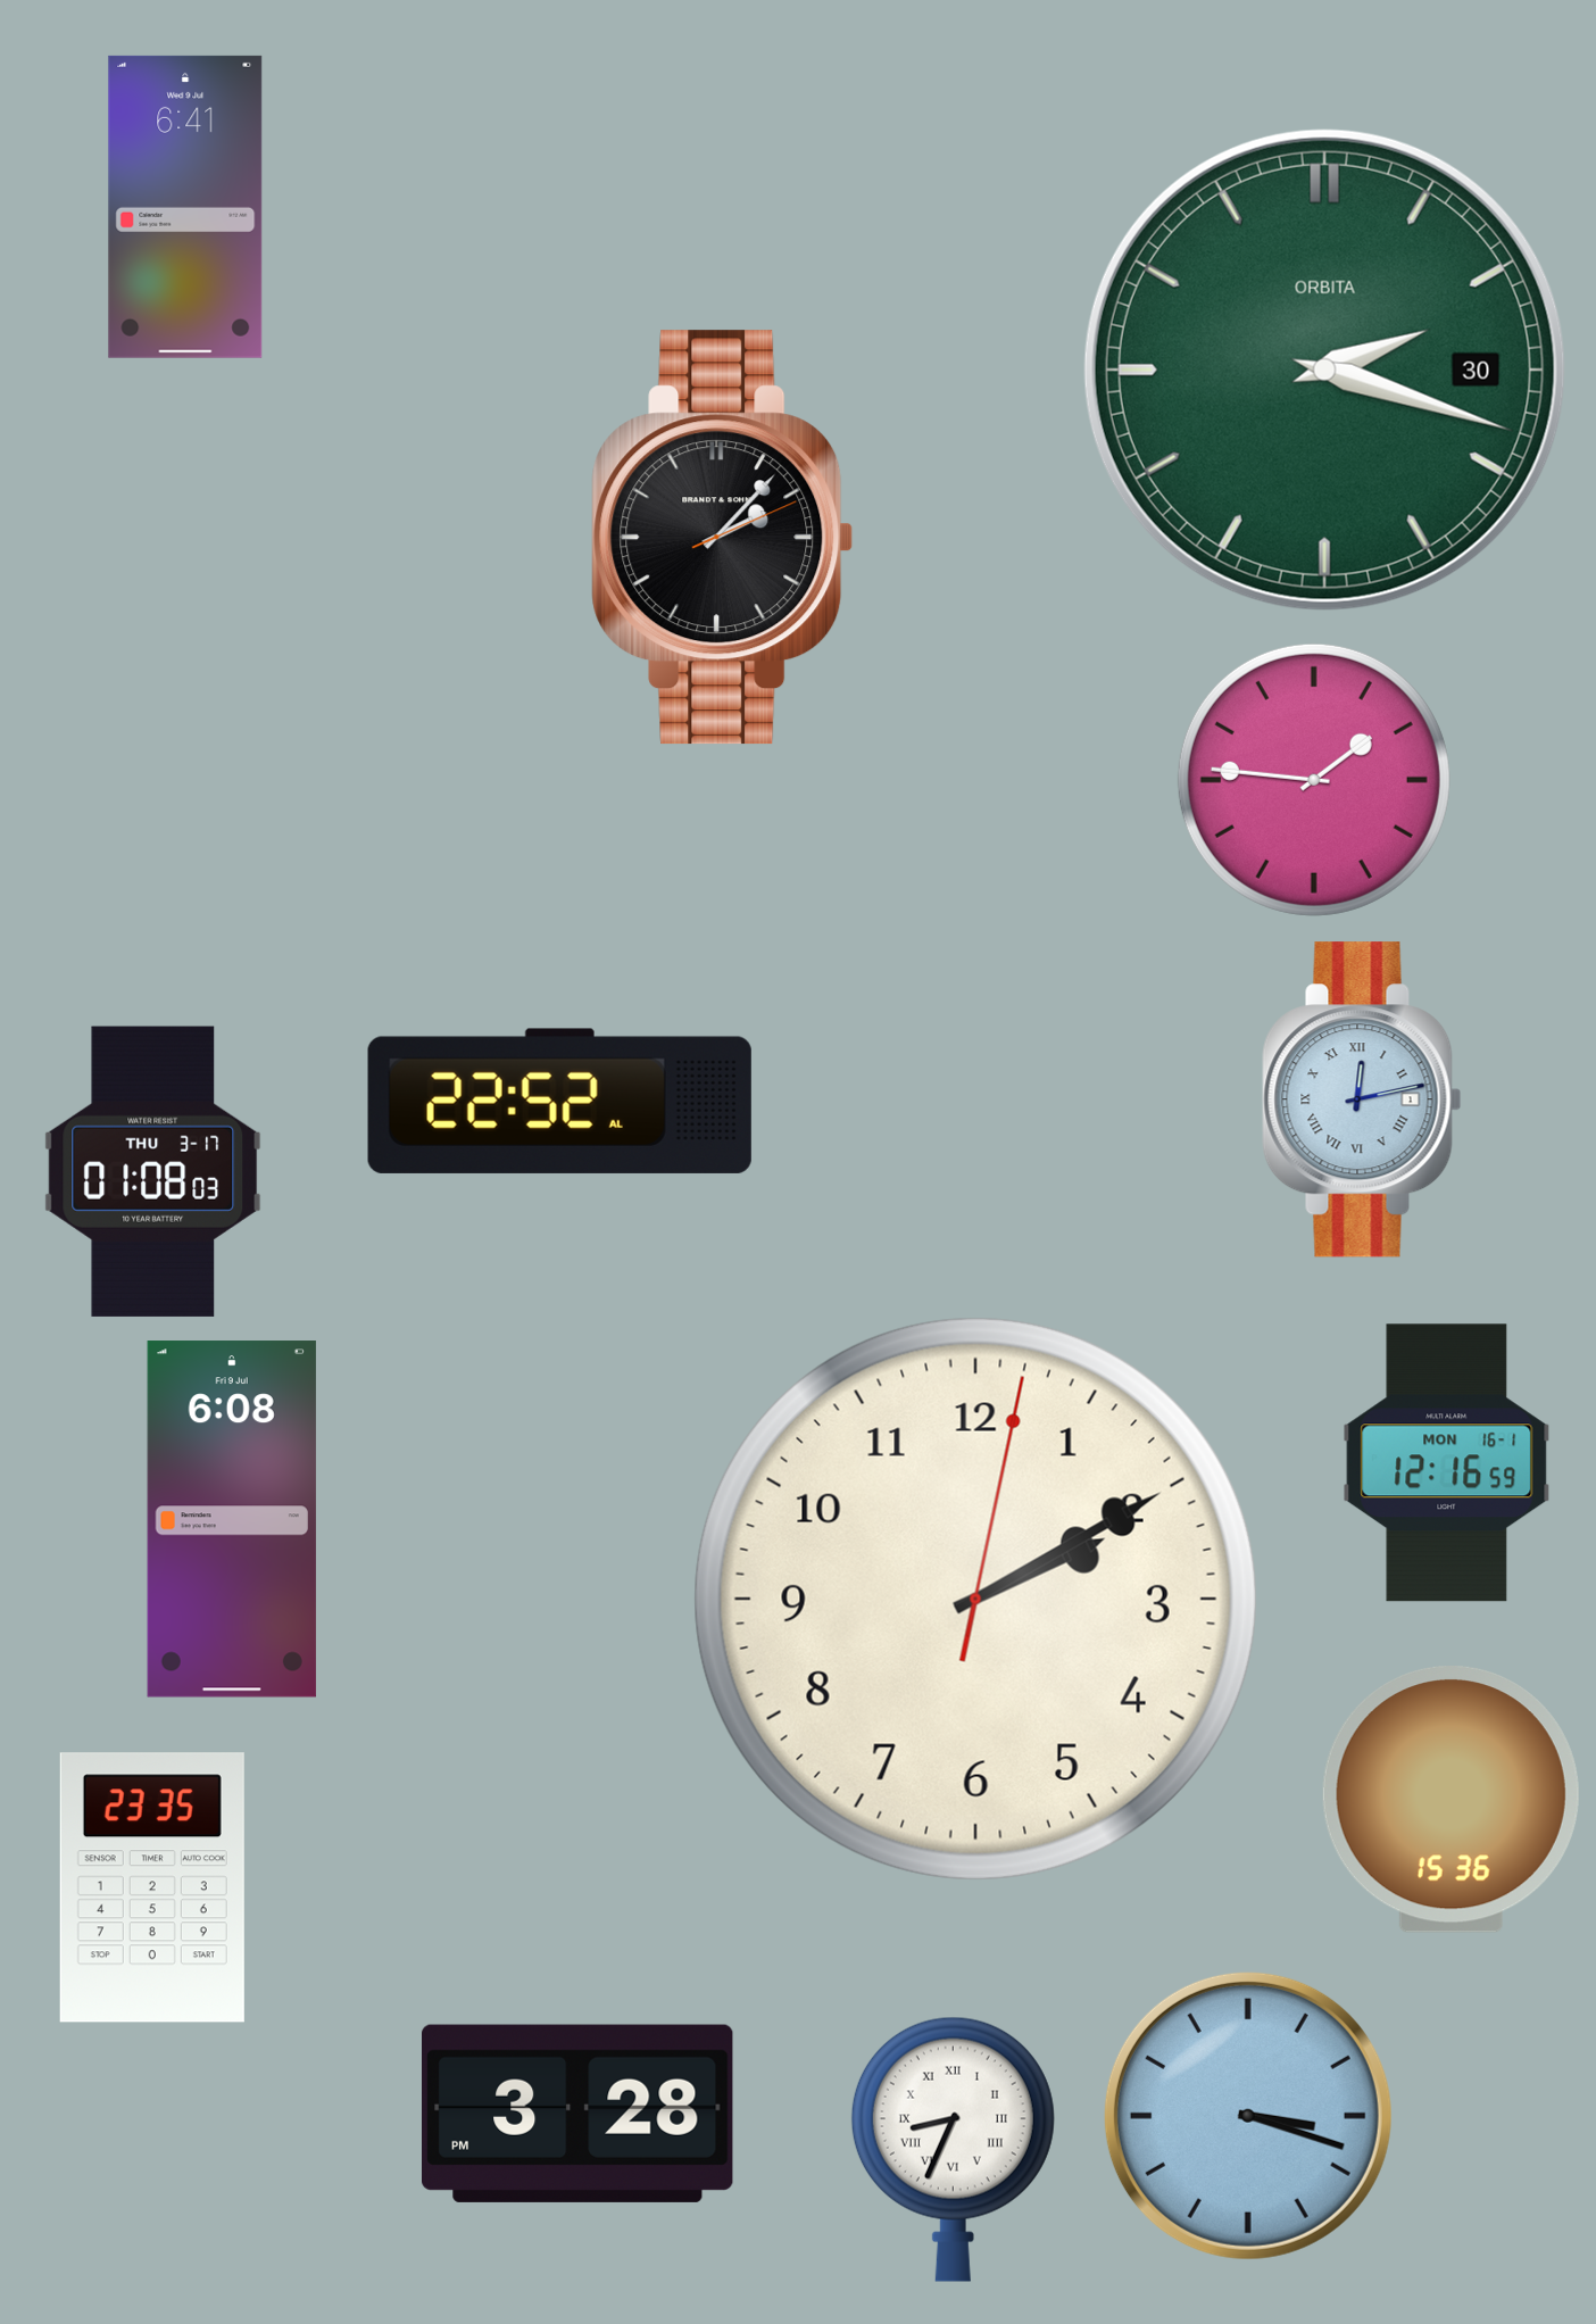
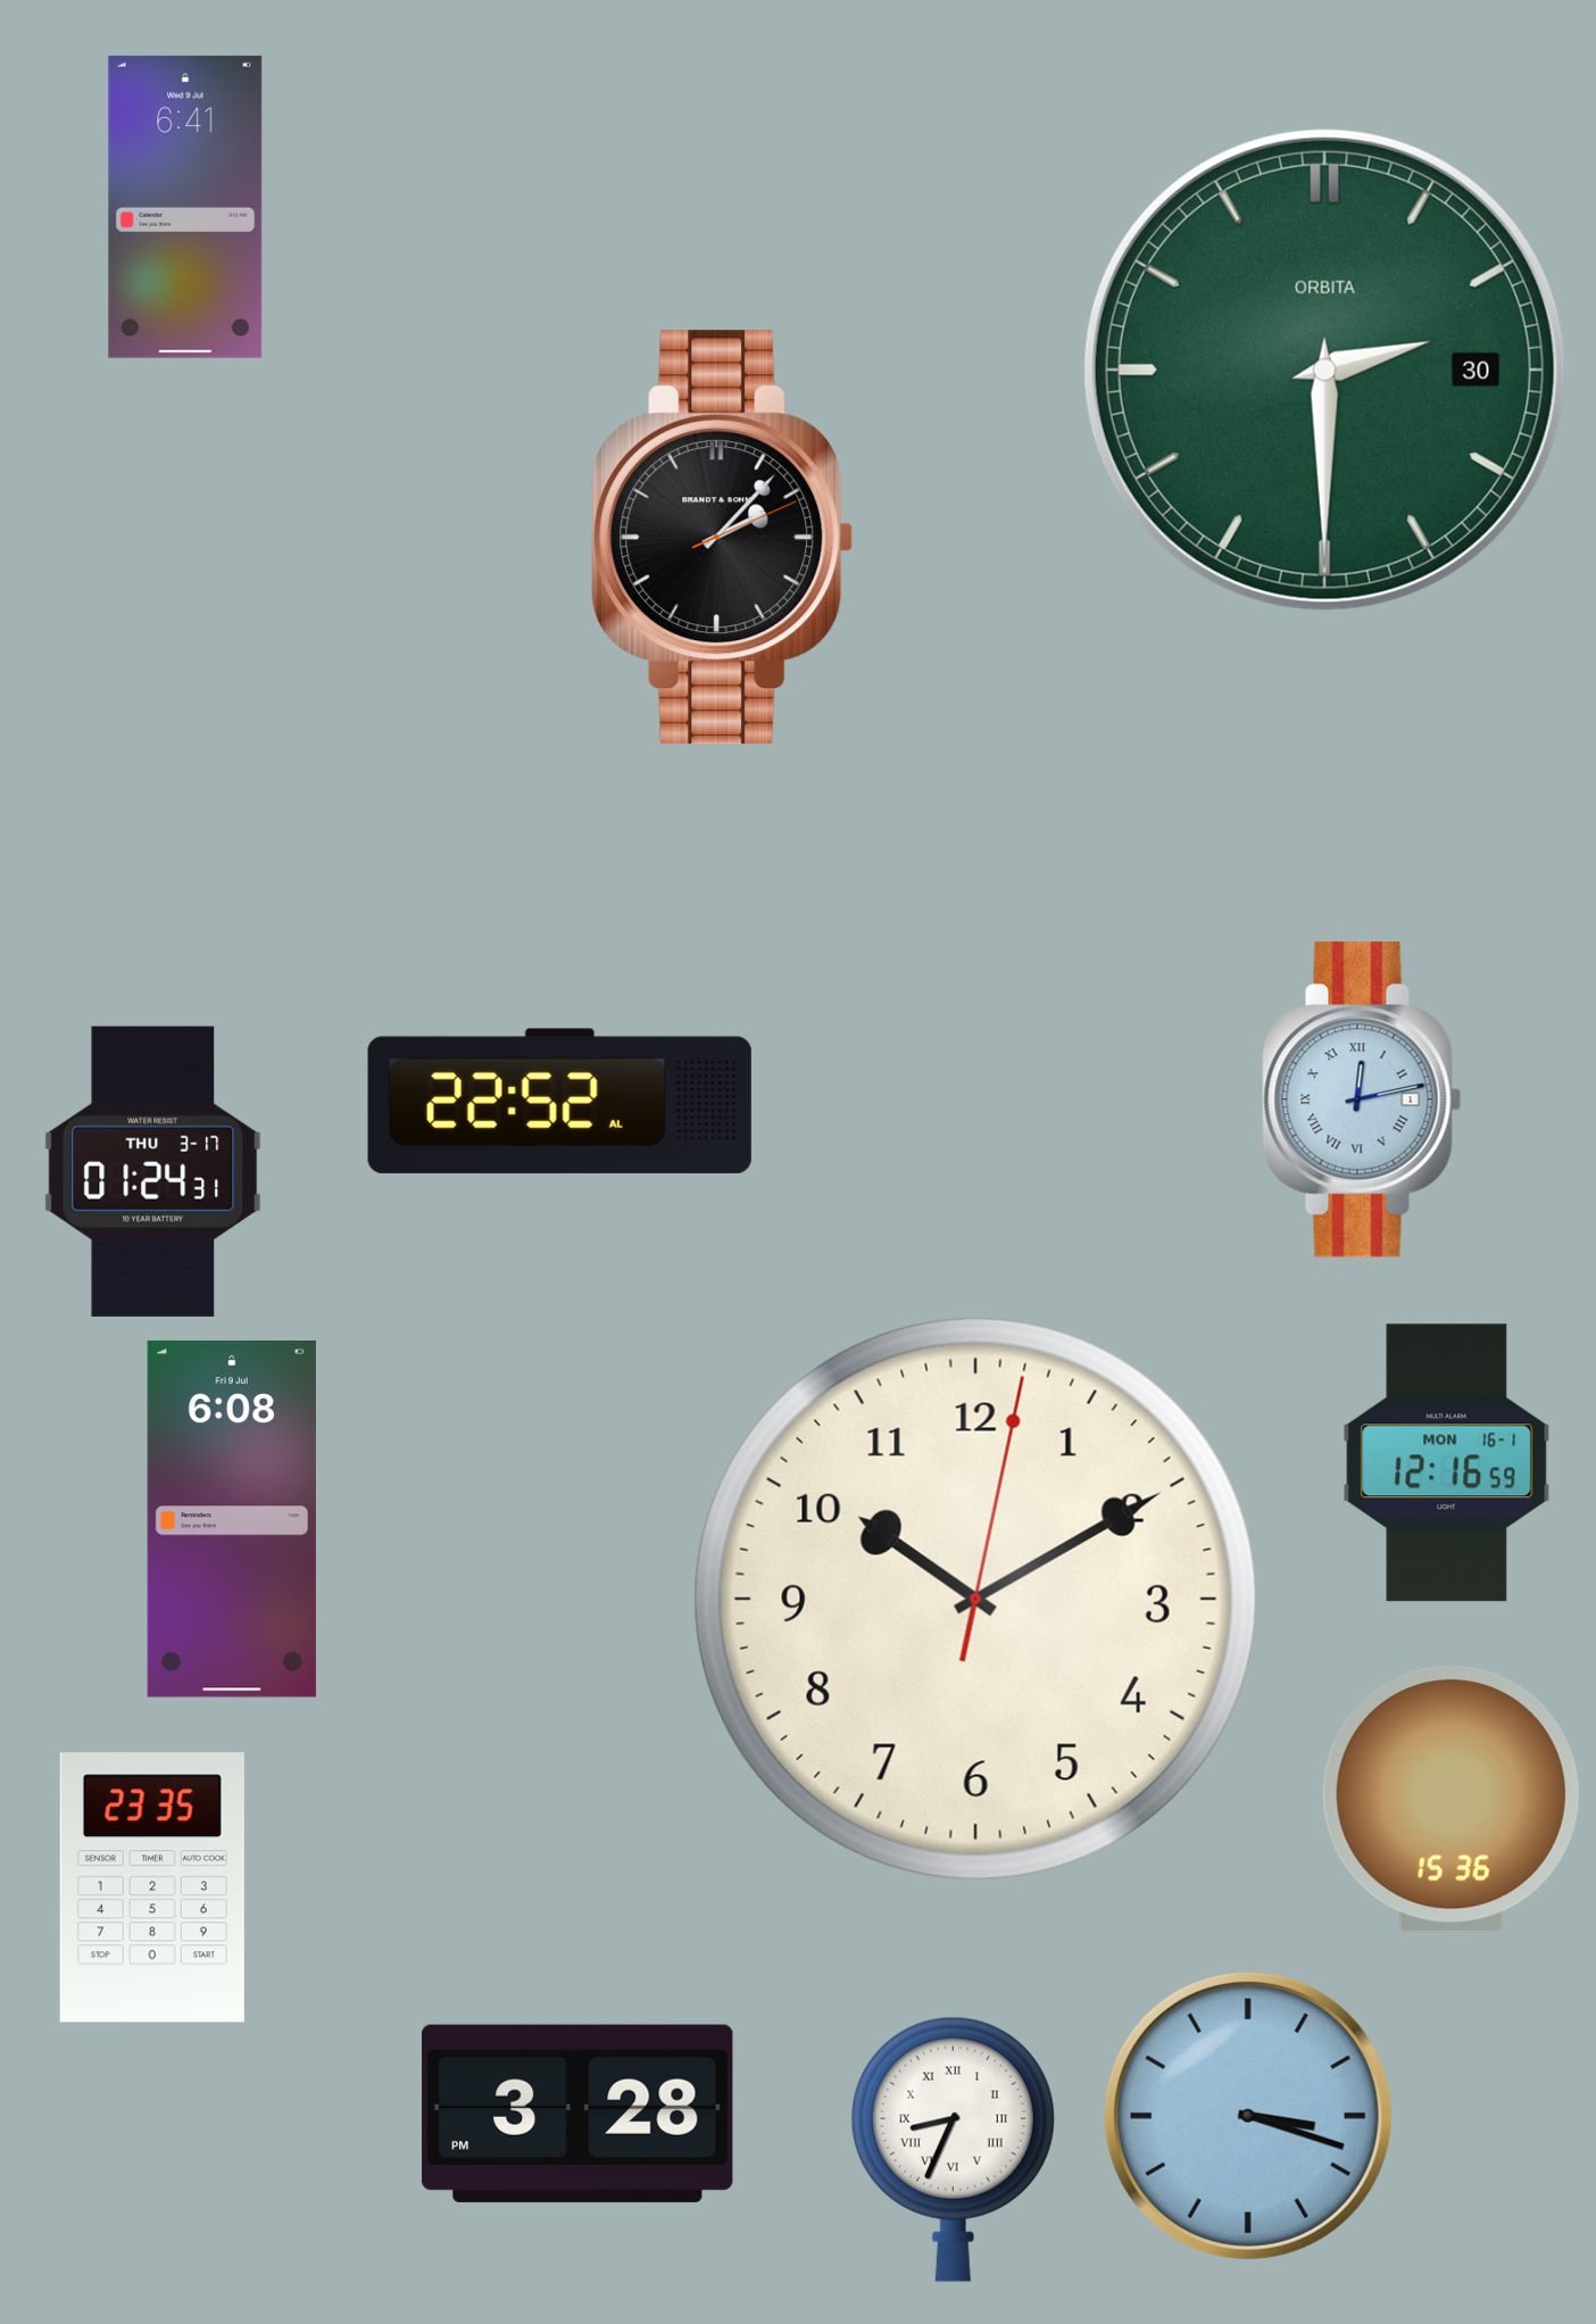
clock at (1324, 370): 2:18 -> 2:30
clock at (1314, 780): 1:46 -> none
clock at (153, 1171): 01:08 -> 01:24
clock at (975, 1599): 2:10 -> 10:10
